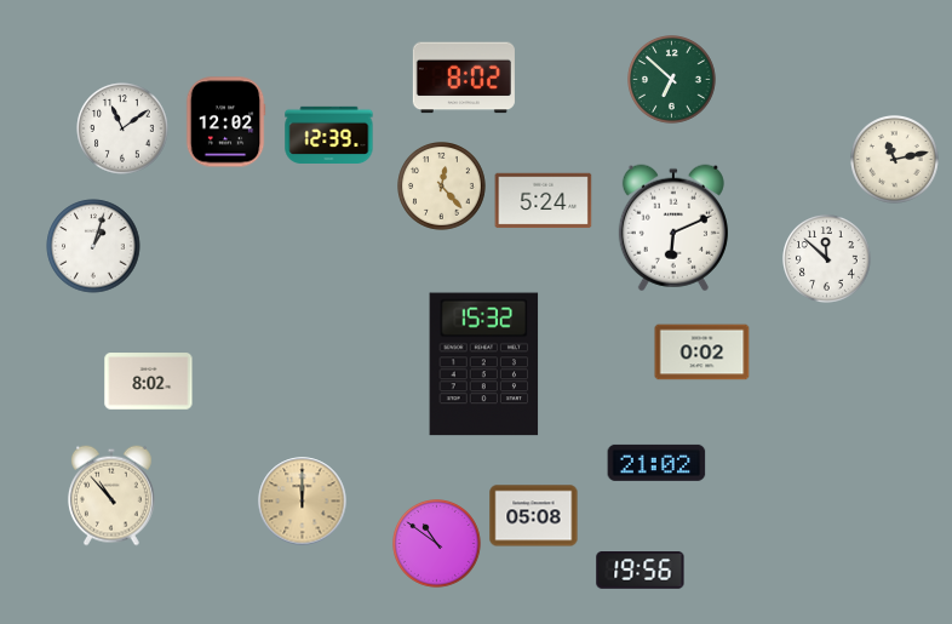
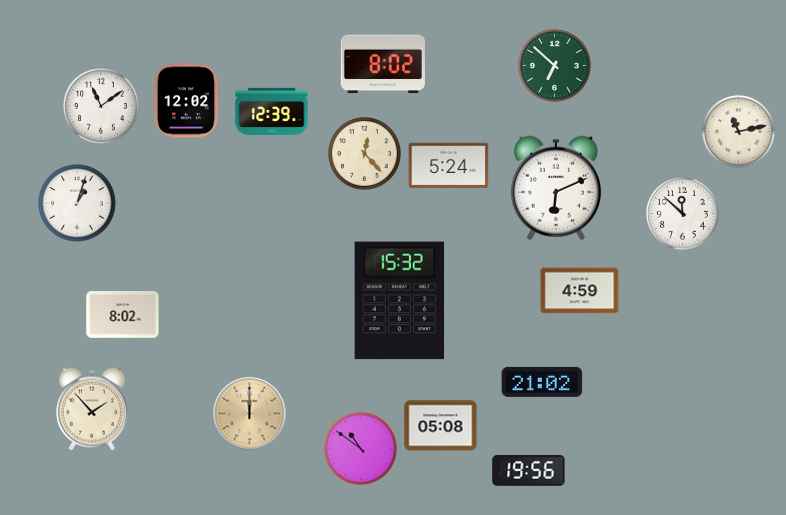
clock at (702, 353): 0:02 -> 4:59
clock at (111, 496): 10:53 -> 1:53
